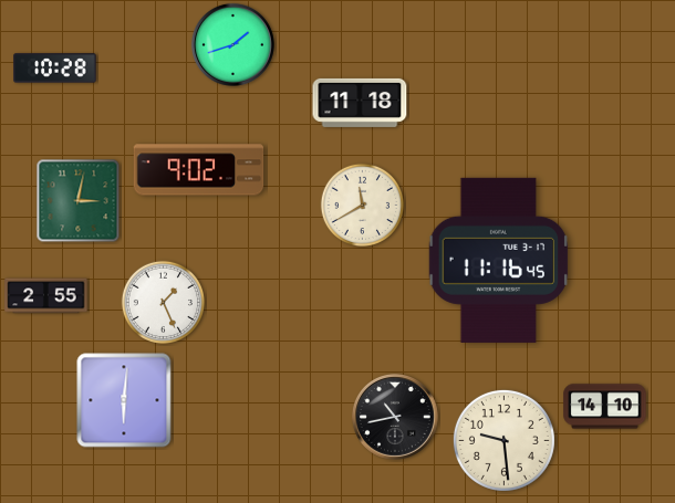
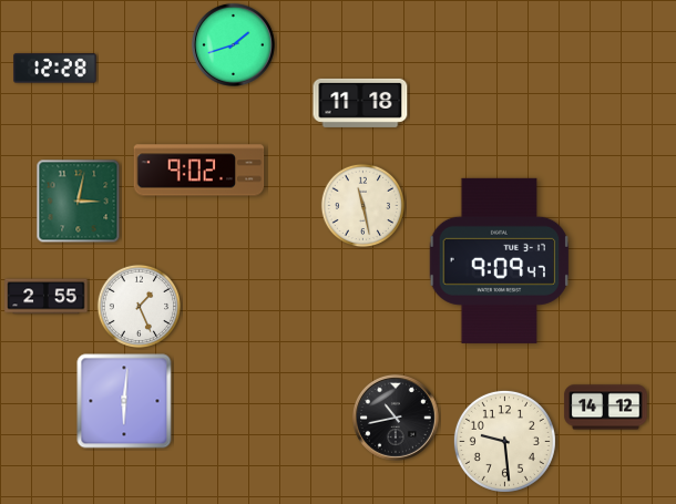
clock at (55, 69): 10:28 -> 12:28
clock at (363, 206): 11:40 -> 11:28
clock at (499, 260): 11:16 -> 9:09
clock at (164, 303) position: (164, 303) -> (140, 307)
clock at (605, 407): 14:10 -> 14:12
